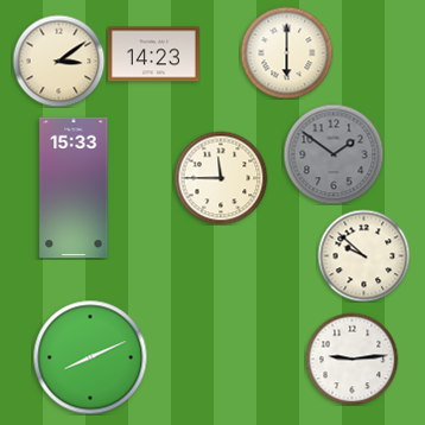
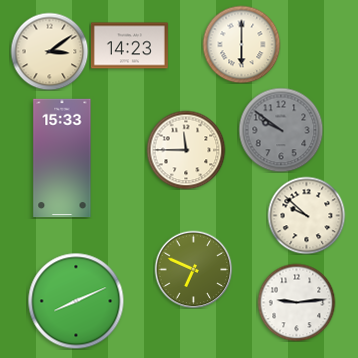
clock at (334, 154): 1:51 -> 9:51
clock at (193, 269): none -> 6:49
